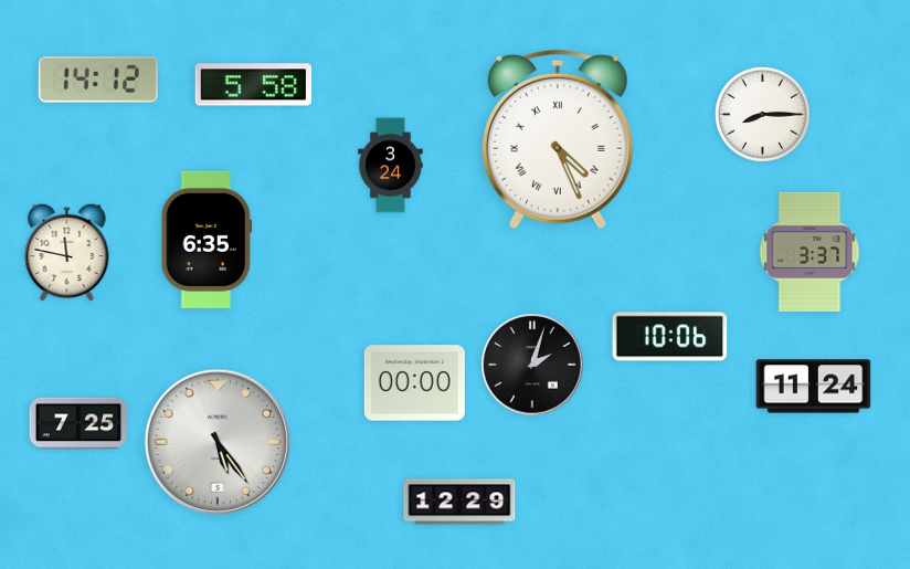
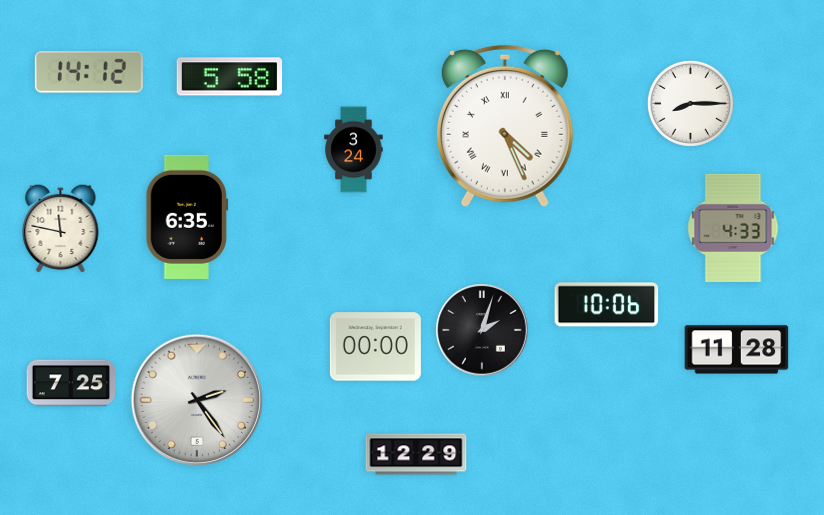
clock at (810, 252): 3:37 -> 4:33
clock at (814, 387): 11:24 -> 11:28
clock at (216, 441): 5:24 -> 2:24
